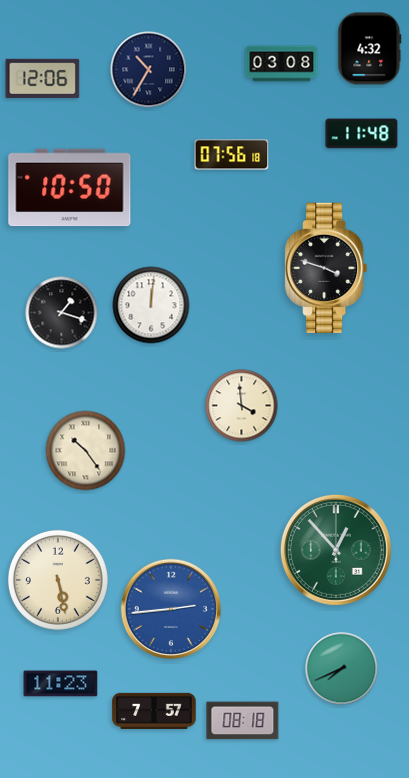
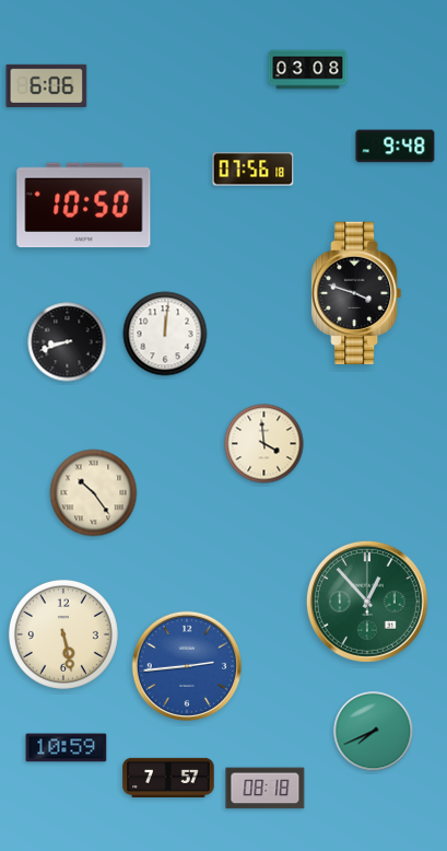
clock at (370, 49): 4:32 -> none
clock at (149, 70): 10:35 -> none
clock at (43, 78): 12:06 -> 6:06
clock at (362, 134): 11:48 -> 9:48
clock at (70, 188) position: (70, 188) -> (84, 206)
clock at (62, 313): 1:18 -> 8:42
clock at (61, 684): 11:23 -> 10:59
